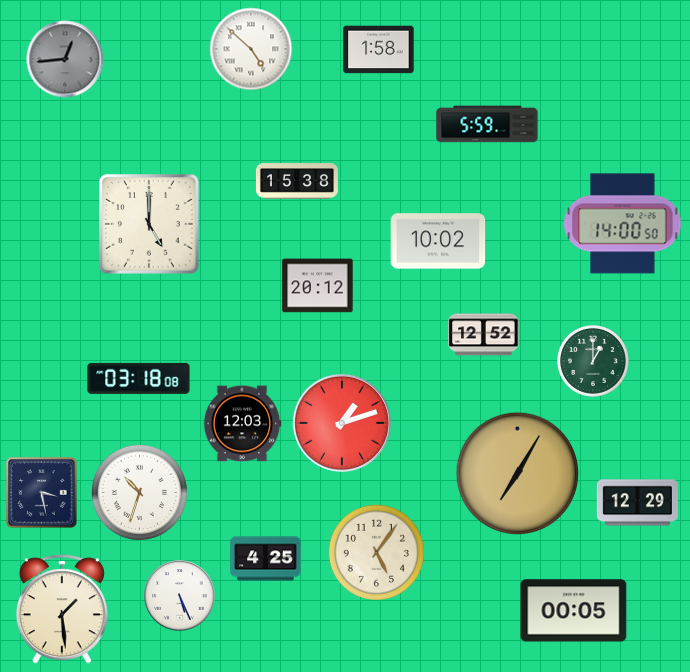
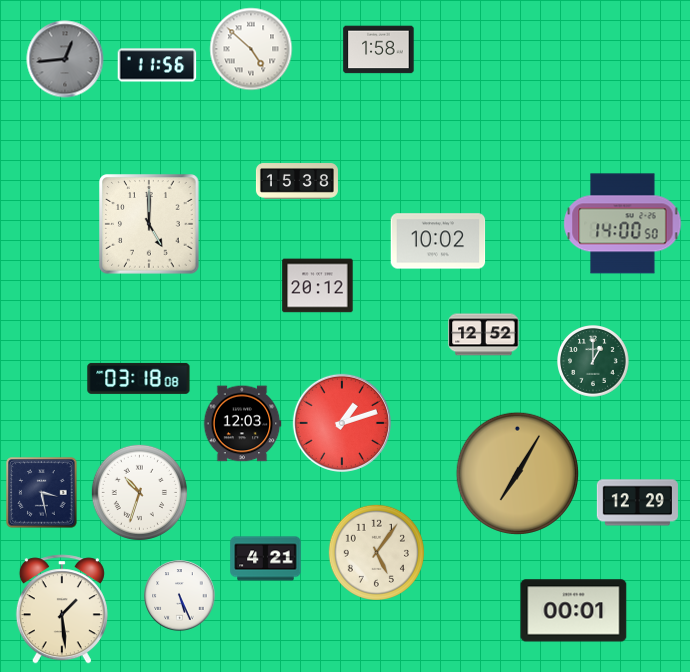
clock at (157, 65): none -> 11:56
clock at (487, 124): 5:59 -> none
clock at (266, 559): 4:25 -> 4:21
clock at (574, 611): 00:05 -> 00:01
